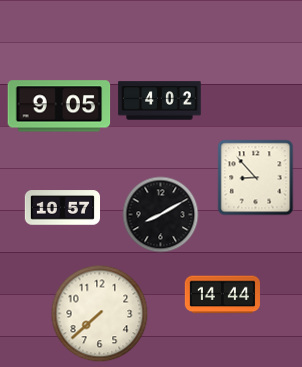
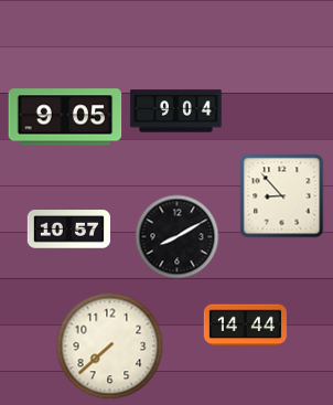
clock at (160, 101): 4:02 -> 9:04
